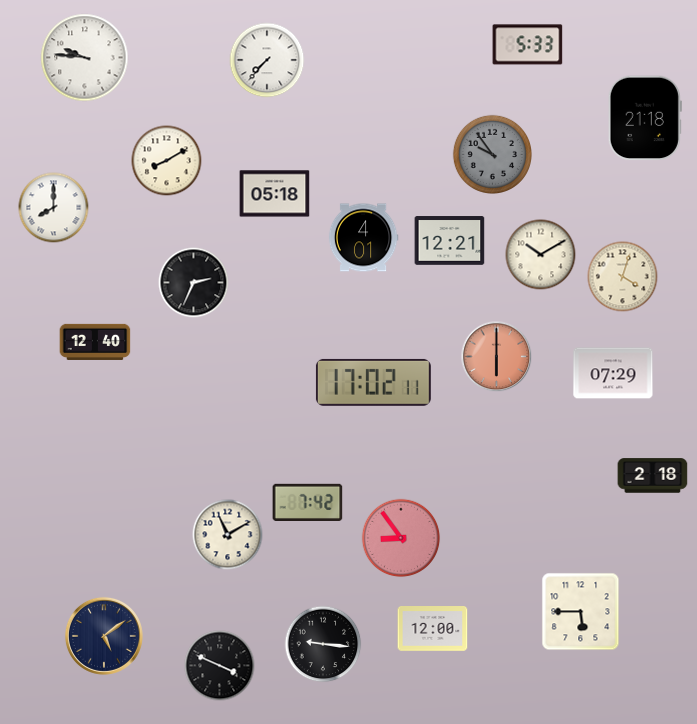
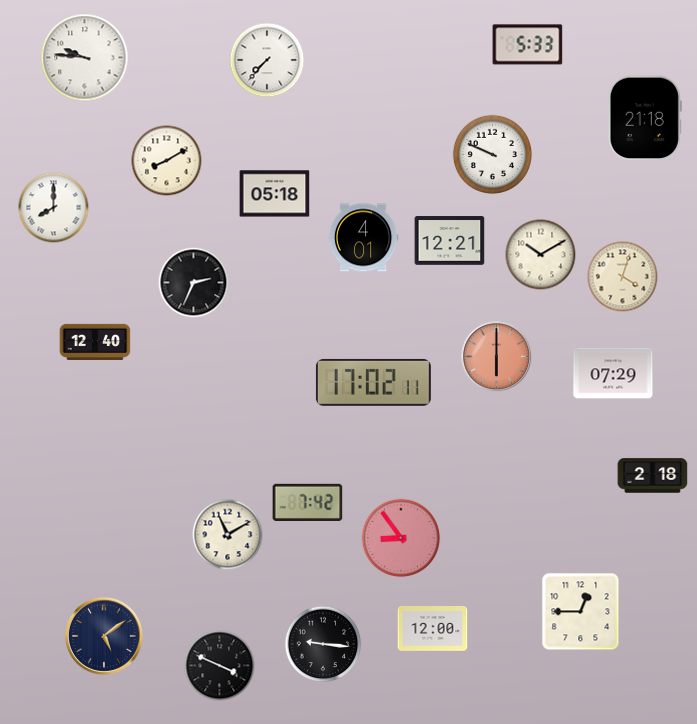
clock at (492, 154): 9:54 -> 9:49
clock at (492, 154) dial: grey -> white
clock at (581, 612): 5:45 -> 12:45
